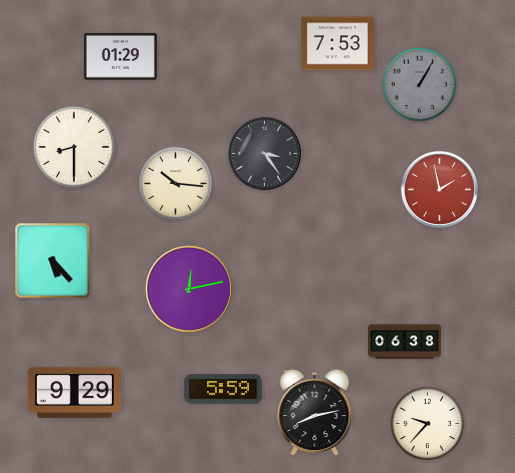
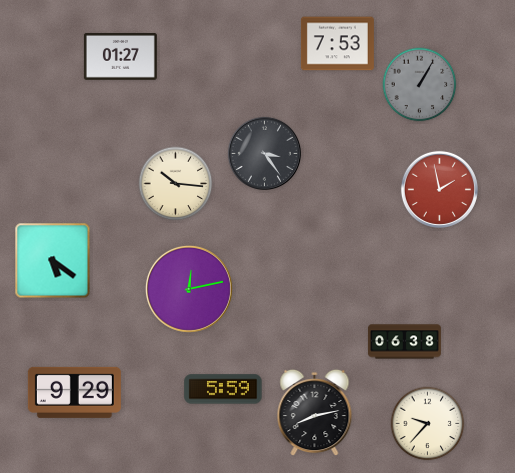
clock at (120, 57): 01:29 -> 01:27
clock at (73, 146): 8:30 -> none
clock at (53, 261): 5:23 -> 5:21
